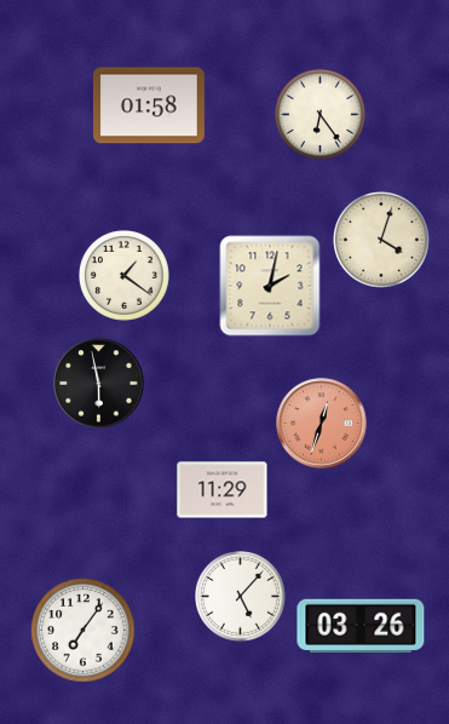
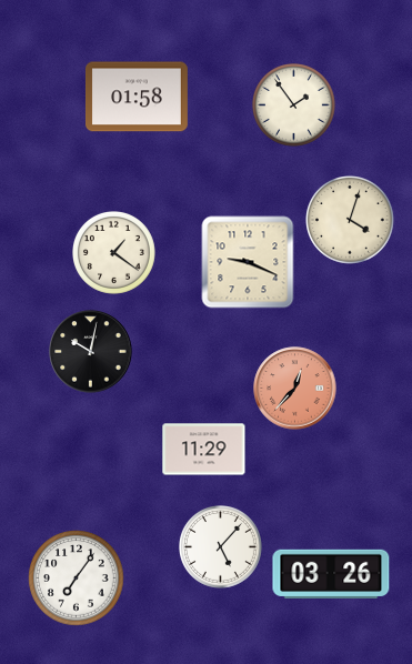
clock at (321, 115): 6:24 -> 1:54
clock at (270, 286): 2:02 -> 9:19
clock at (99, 384): 5:58 -> 10:02
clock at (322, 424): 12:33 -> 12:37
